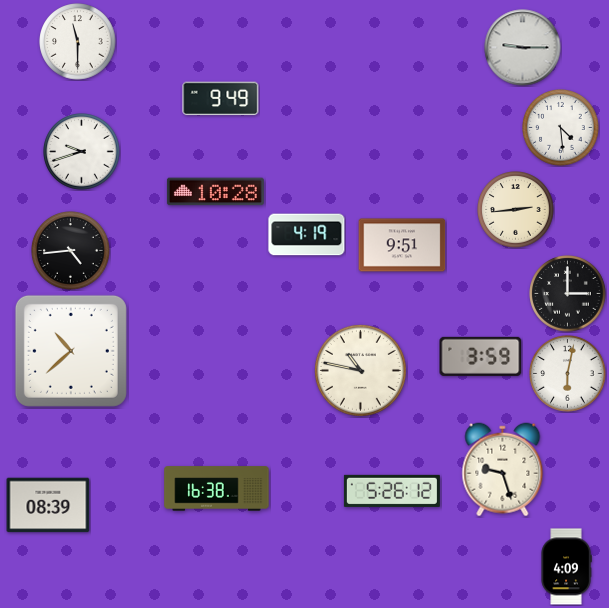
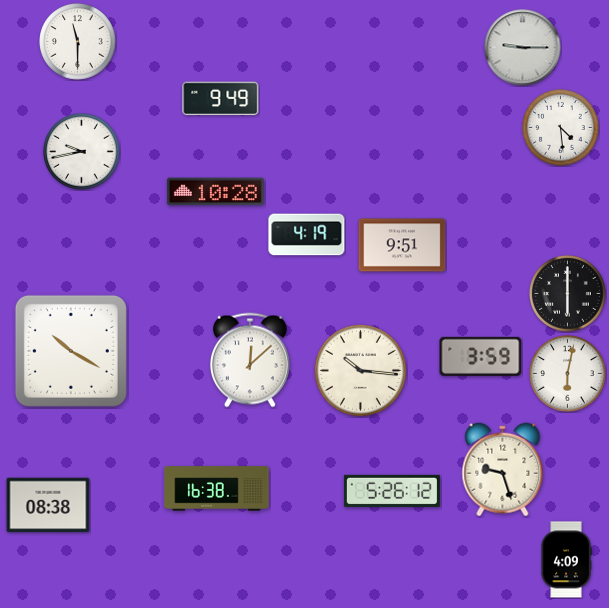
clock at (82, 152): 9:42 -> 9:43
clock at (516, 210): 2:44 -> none
clock at (71, 251): 4:44 -> none
clock at (568, 294): 3:00 -> 6:00
clock at (71, 351): 10:38 -> 10:20
clock at (250, 360): none -> 12:08
clock at (360, 370): 10:47 -> 10:16
clock at (48, 505): 08:39 -> 08:38
clock at (566, 567) position: (566, 567) -> (566, 560)
